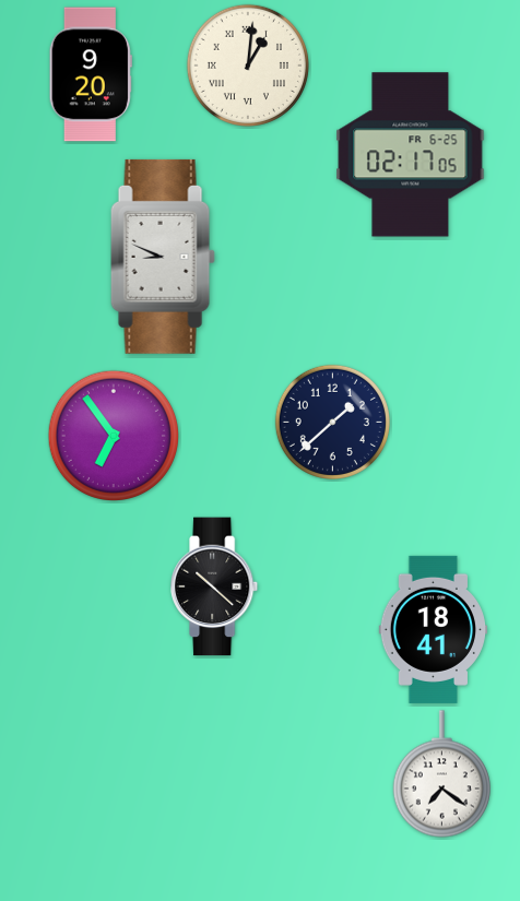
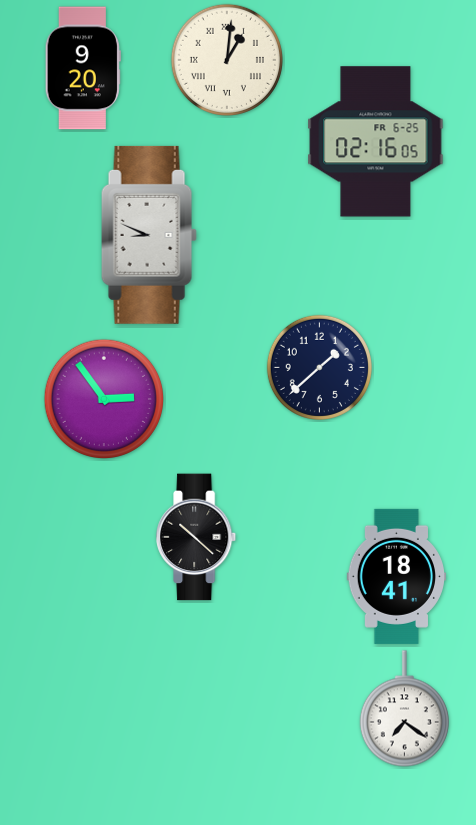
clock at (411, 155): 02:17 -> 02:16
clock at (332, 422) position: (332, 422) -> (319, 367)
clock at (113, 435): 6:54 -> 2:54
